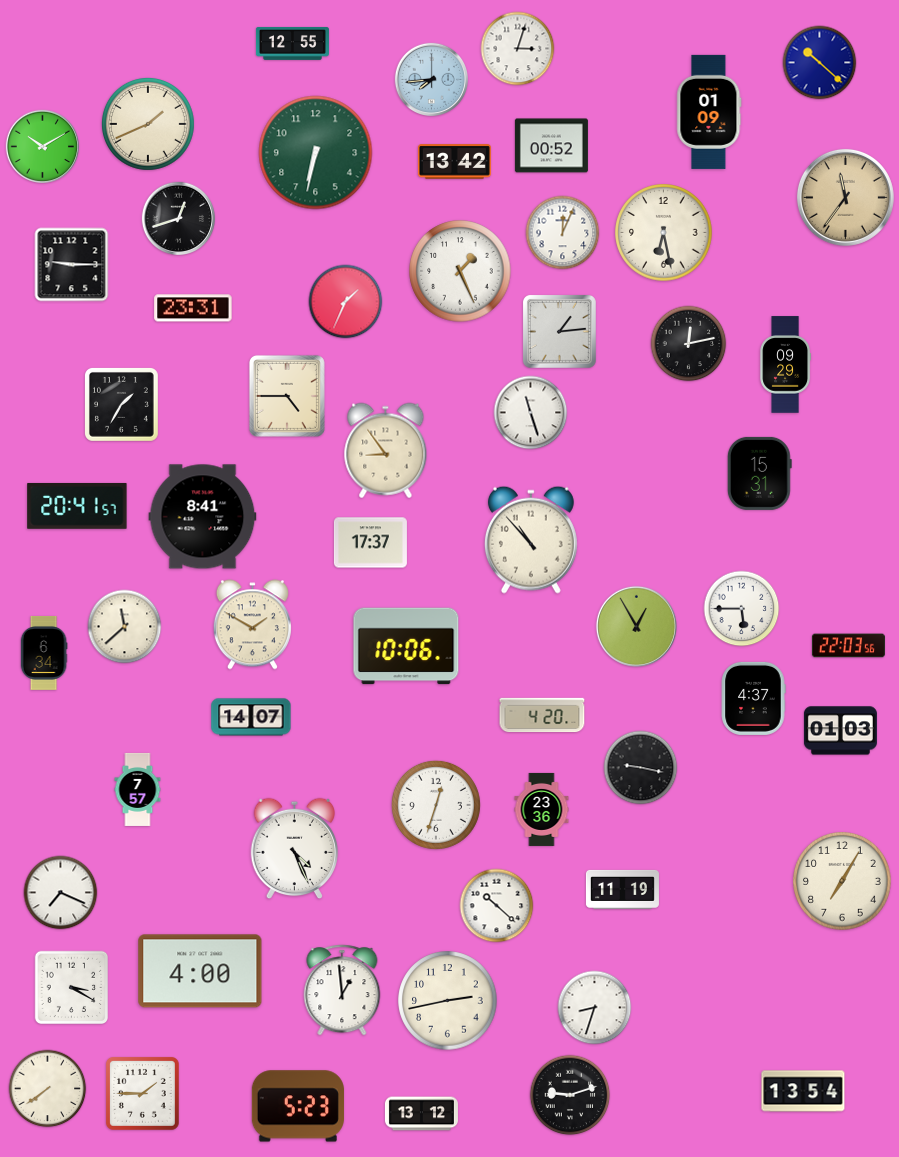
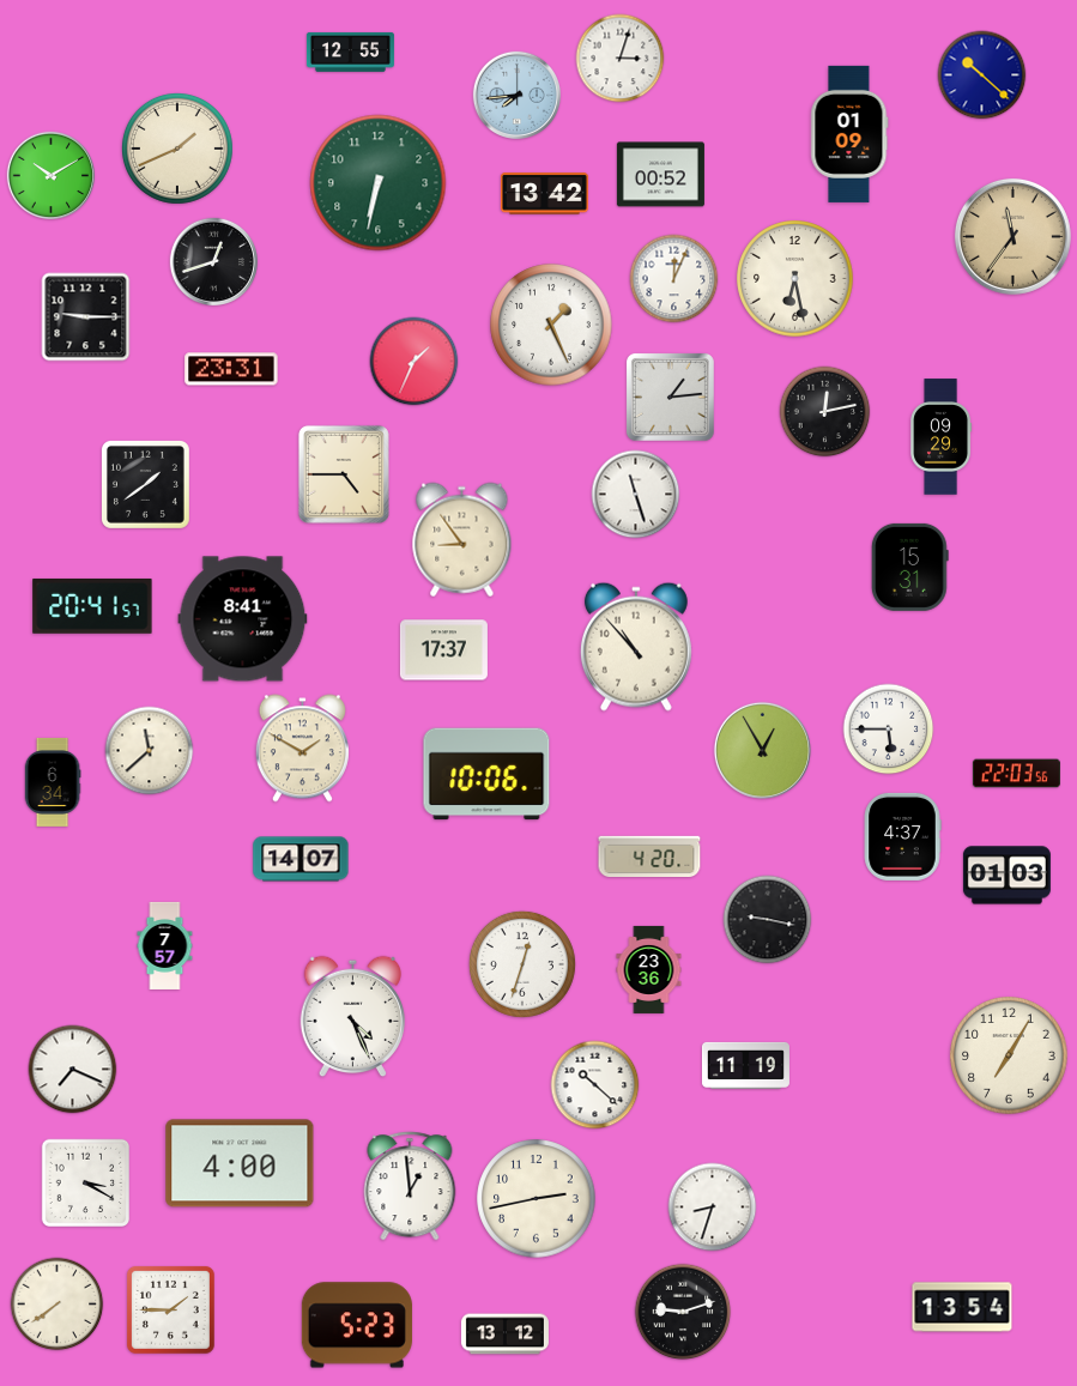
clock at (121, 404): 1:35 -> 1:39
